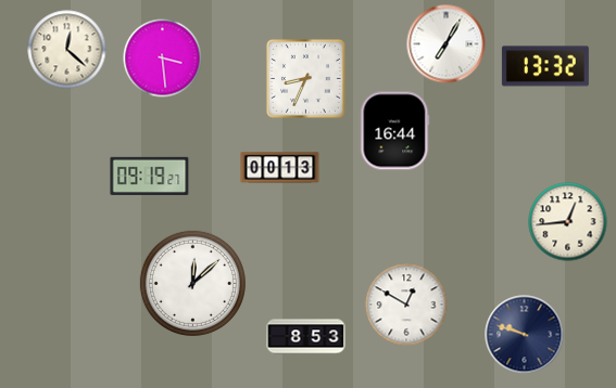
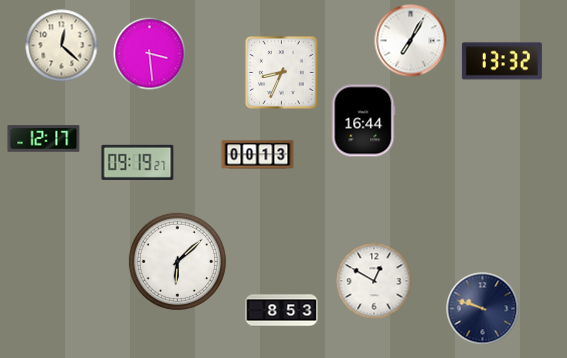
clock at (44, 139): none -> 12:17
clock at (568, 222): 12:44 -> none
clock at (192, 283): 12:08 -> 6:08
